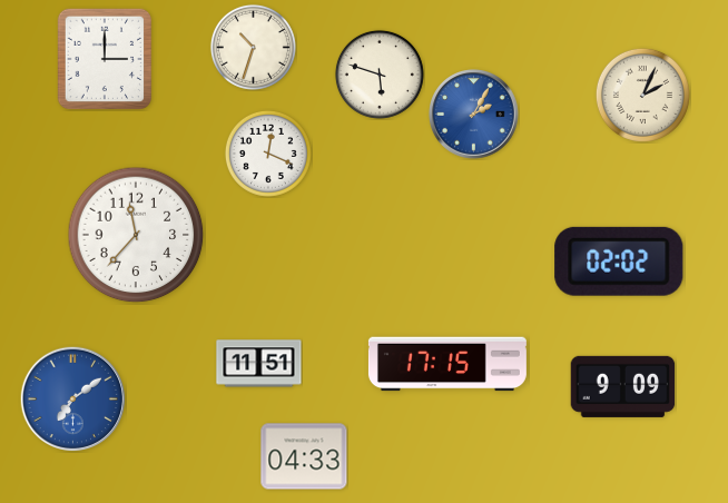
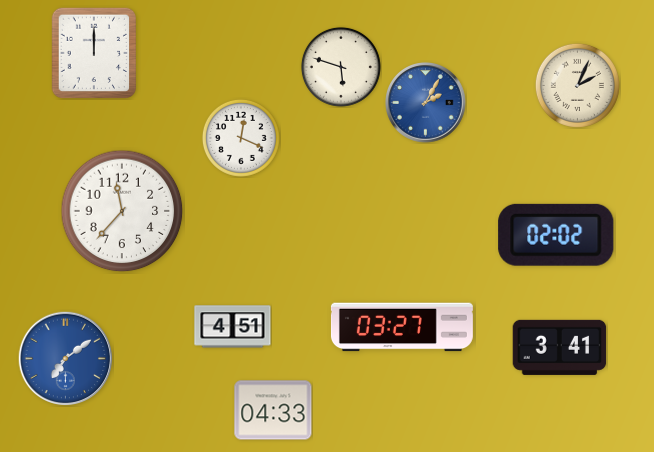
clock at (253, 47): 10:33 -> none
clock at (104, 59): 3:00 -> 12:00
clock at (259, 364): 11:51 -> 4:51
clock at (447, 364): 17:15 -> 03:27
clock at (623, 386): 9:09 -> 3:41
